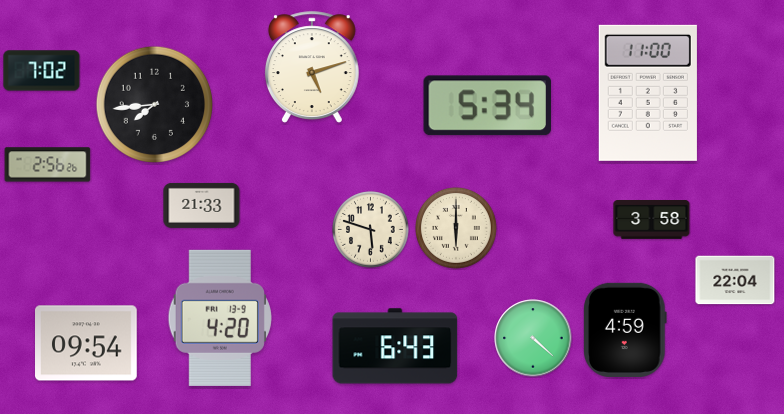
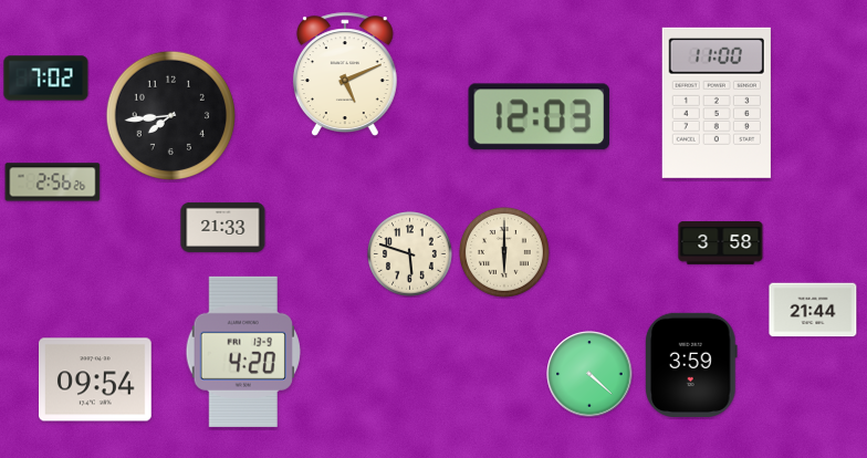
clock at (312, 67): 5:12 -> 5:11
clock at (487, 106): 5:34 -> 12:03
clock at (735, 280): 22:04 -> 21:44
clock at (626, 330): 4:59 -> 3:59
clock at (395, 346): 6:43 -> none
